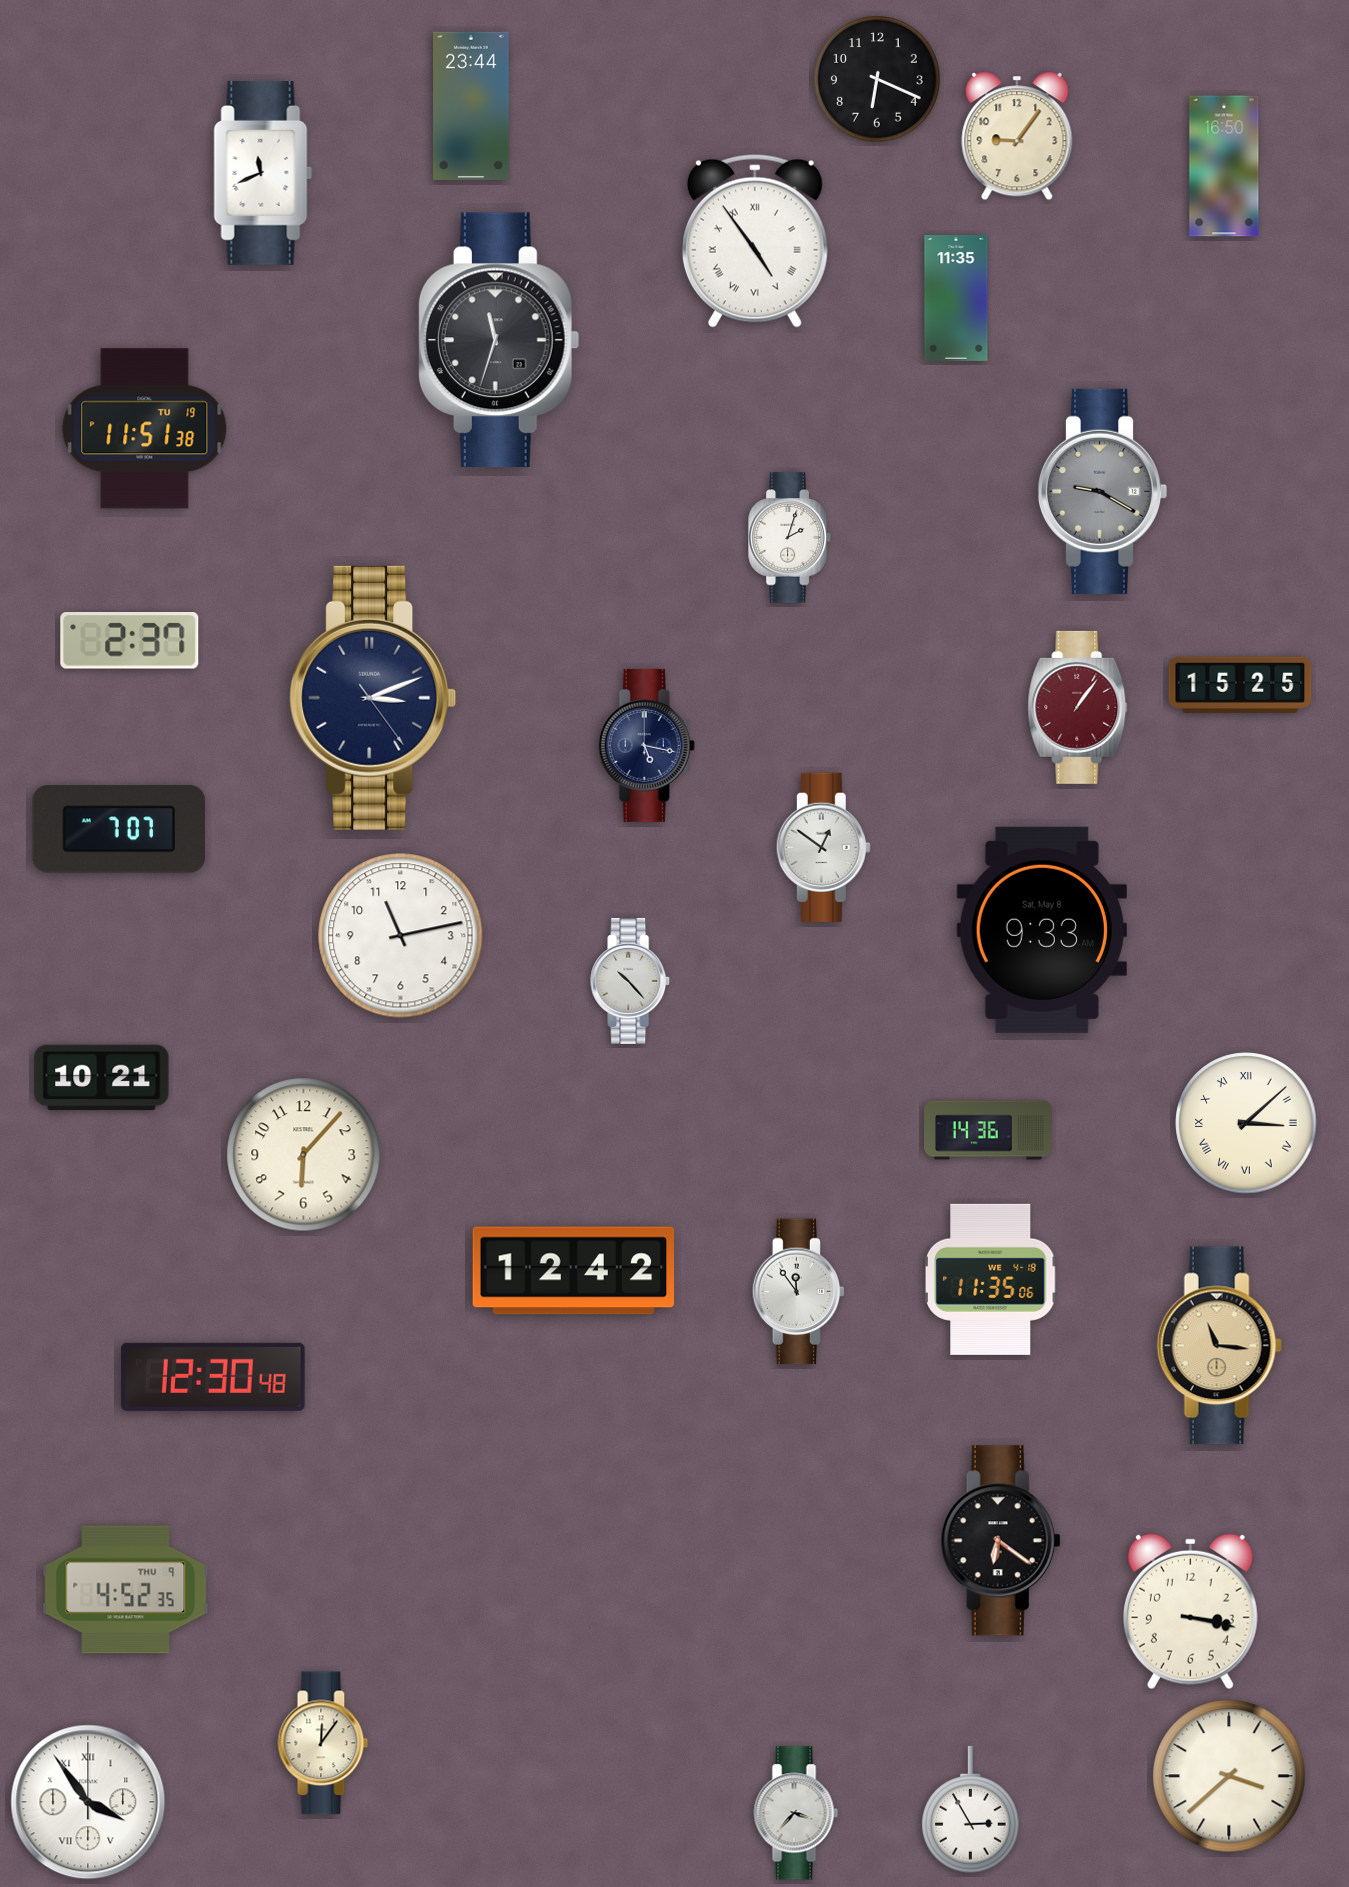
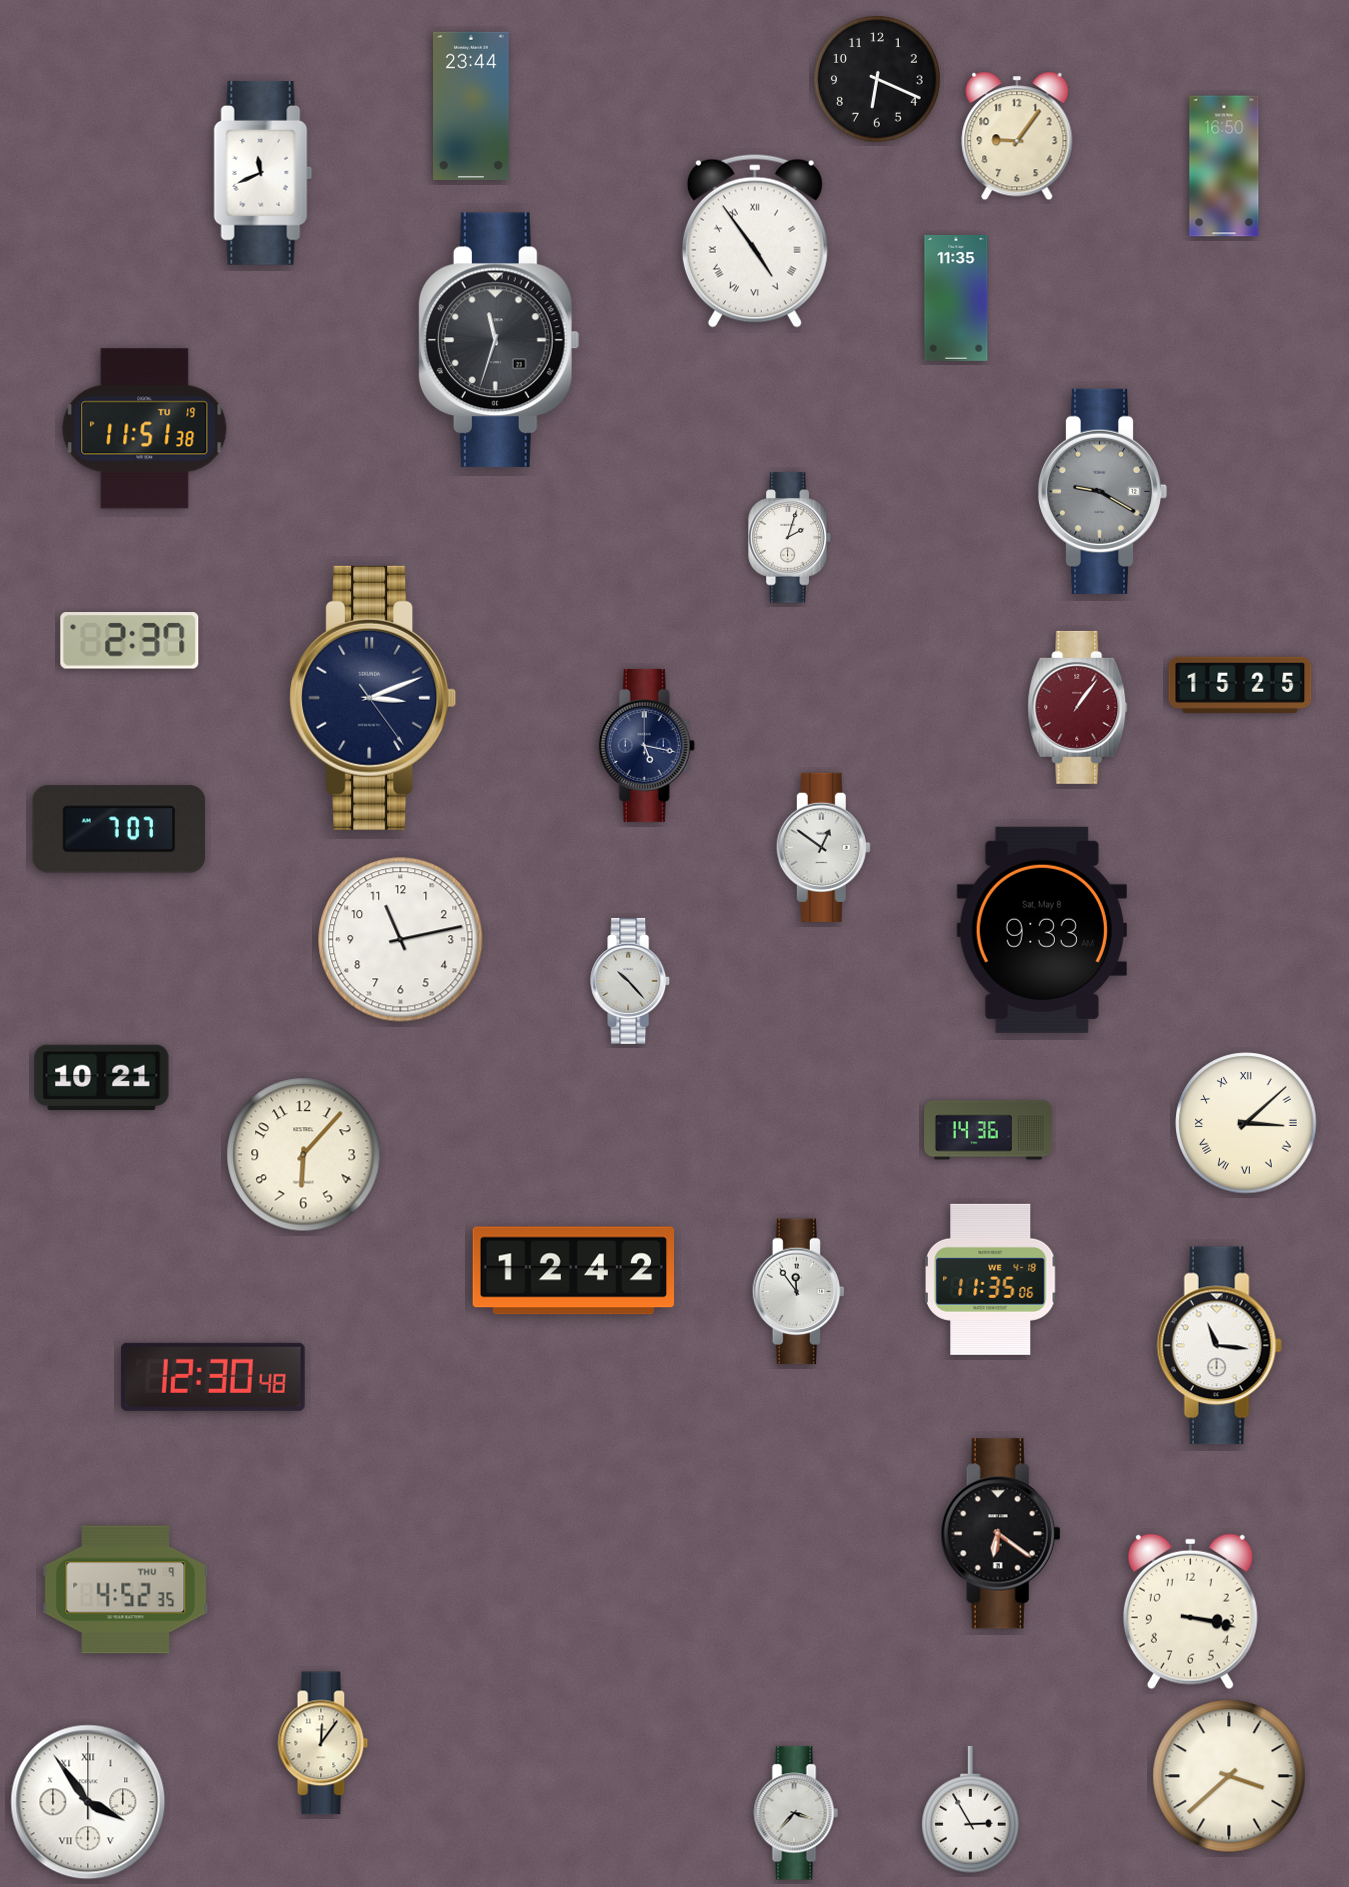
clock at (401, 936) position: (401, 936) -> (401, 940)
clock at (1219, 1346) dial: champagne -> white
clock at (1000, 1541) position: (1000, 1541) -> (1000, 1534)
